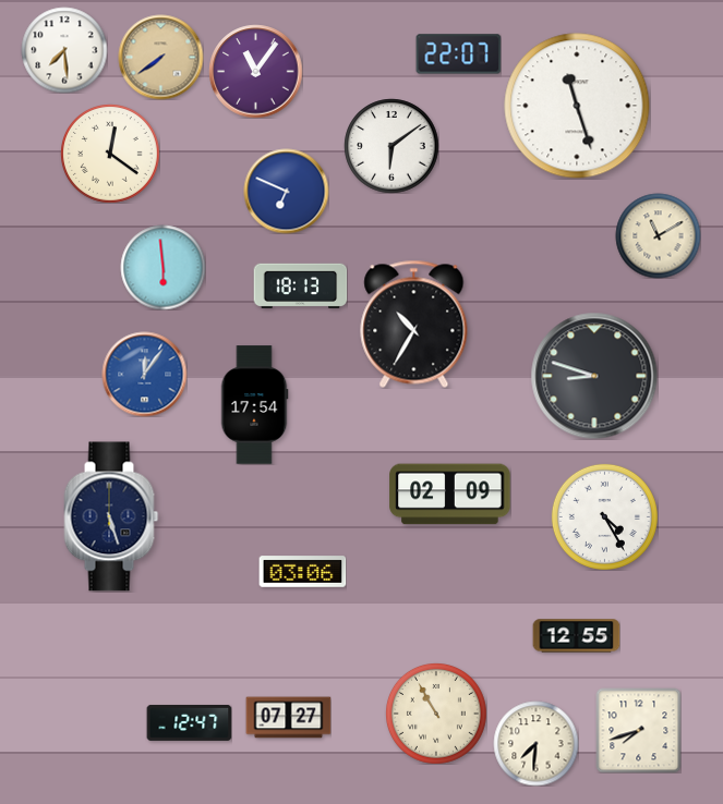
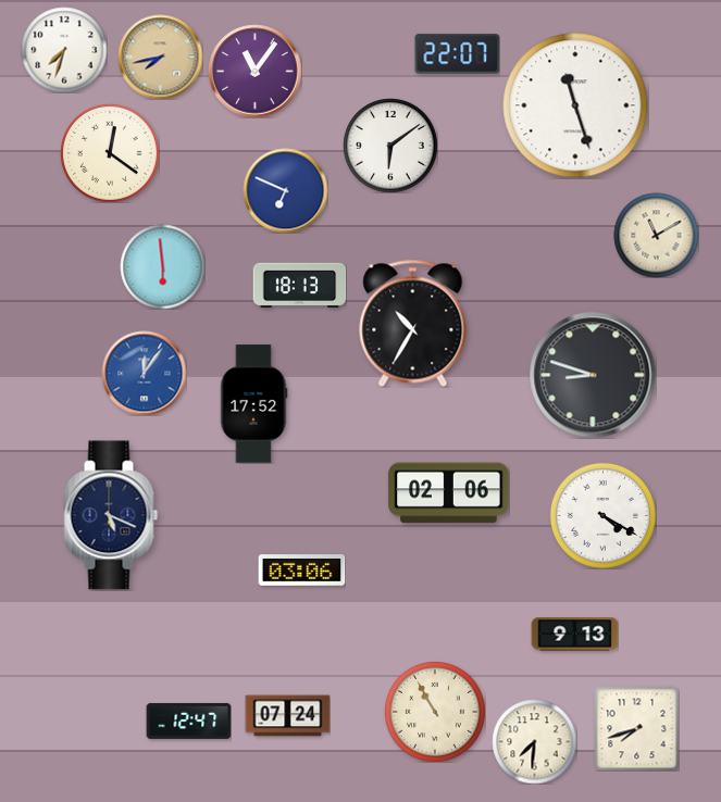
clock at (64, 50): 7:29 -> 7:33
clock at (160, 57): 7:39 -> 7:43
clock at (254, 405): 17:54 -> 17:52
clock at (450, 495): 02:09 -> 02:06
clock at (111, 516): 5:27 -> 5:19
clock at (604, 516): 4:25 -> 4:20
clock at (576, 636): 12:55 -> 9:13
clock at (288, 718): 07:27 -> 07:24
